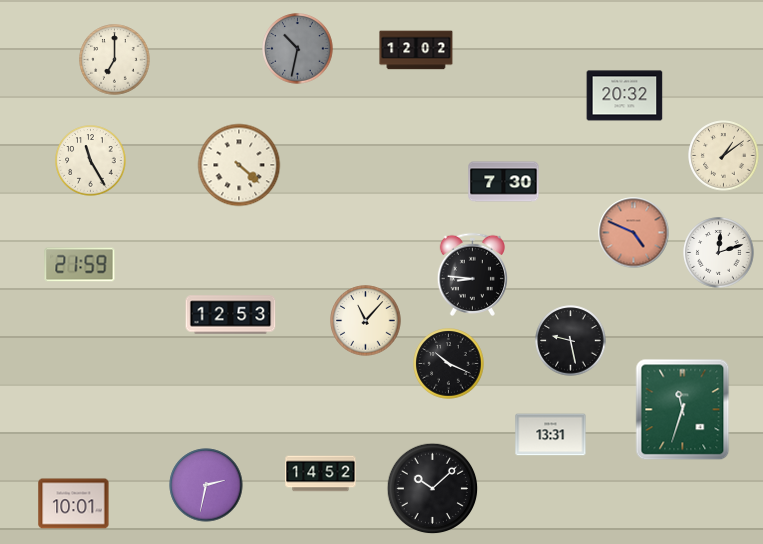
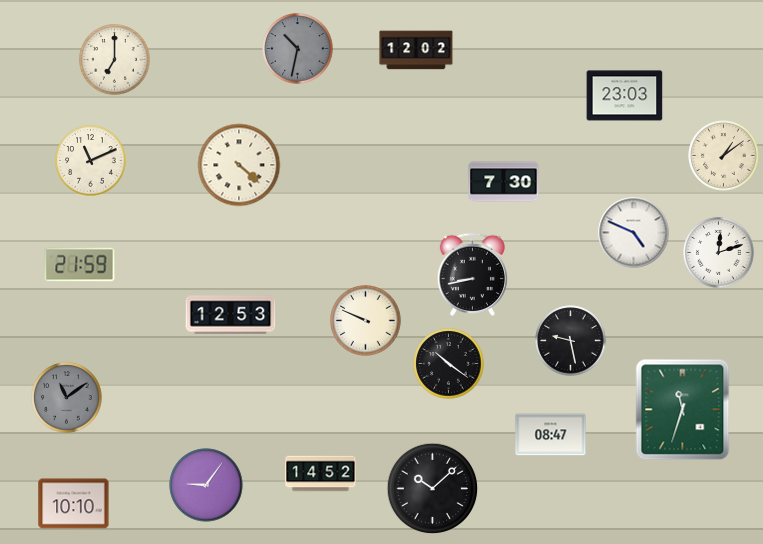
clock at (625, 96): 20:32 -> 23:03
clock at (91, 161): 11:25 -> 11:11
clock at (634, 233) dial: salmon -> white
clock at (472, 274): 8:46 -> 8:43
clock at (366, 321): 11:07 -> 9:49
clock at (449, 364): 10:19 -> 10:21
clock at (67, 398): none -> 11:09
clock at (551, 435): 13:31 -> 08:47
clock at (206, 485): 2:32 -> 9:06
clock at (74, 504): 10:01 -> 10:10
